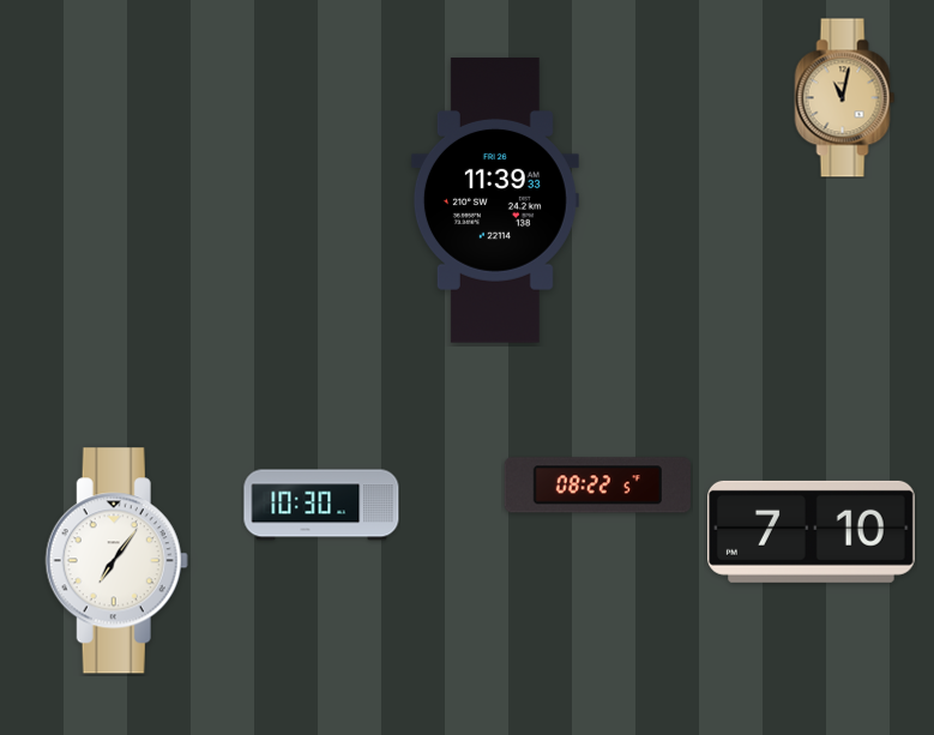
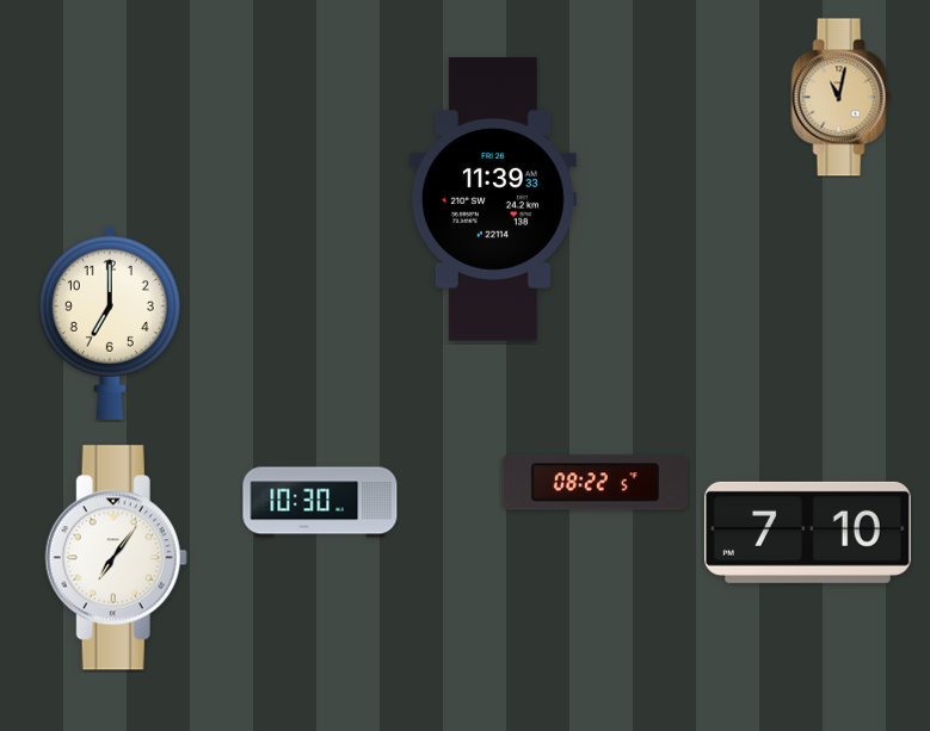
clock at (110, 322): none -> 7:00
clock at (812, 531) position: (812, 531) -> (808, 532)
